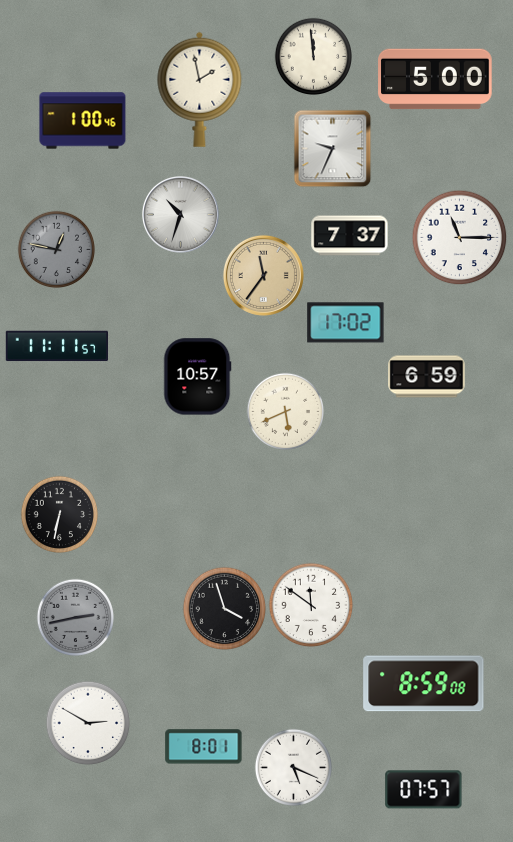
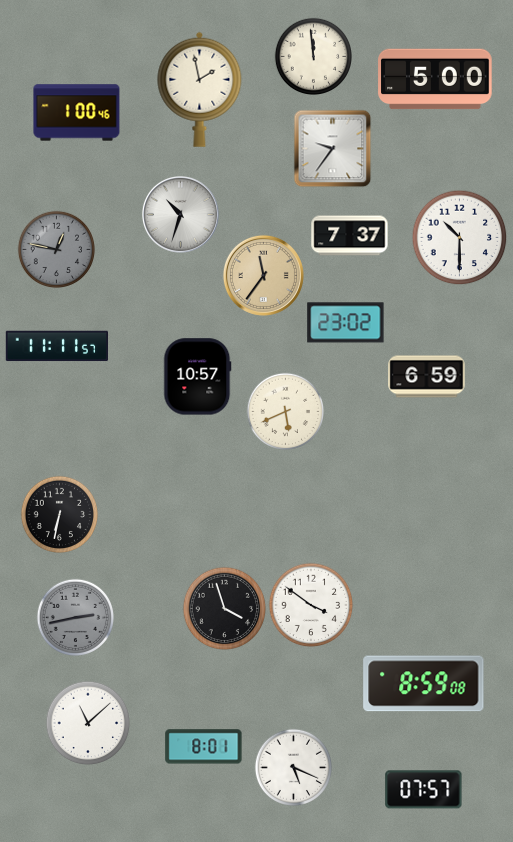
clock at (83, 121) position: (83, 121) -> (77, 113)
clock at (332, 148): 9:34 -> 9:36
clock at (459, 237): 11:15 -> 10:30
clock at (346, 323): 17:02 -> 23:02
clock at (311, 605): 11:51 -> 3:51
clock at (88, 723): 2:50 -> 11:08
